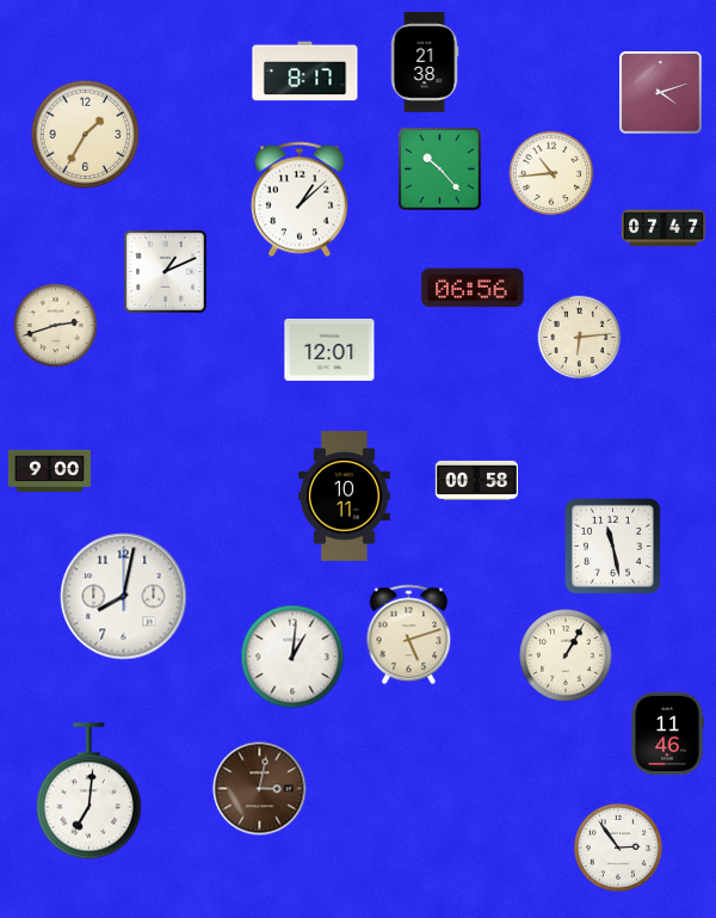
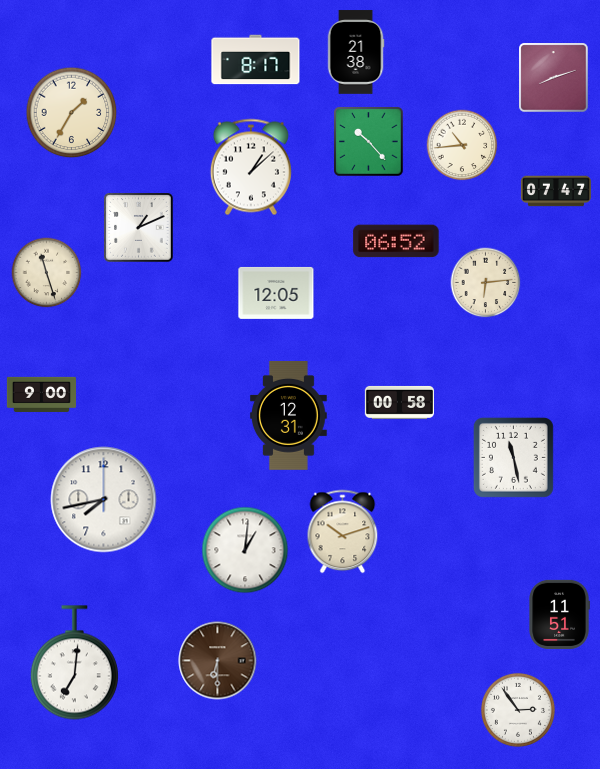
clock at (661, 93): 4:12 -> 8:12
clock at (473, 288): 06:56 -> 06:52
clock at (56, 326): 2:42 -> 11:27
clock at (329, 350): 12:01 -> 12:05
clock at (344, 495): 10:11 -> 12:31
clock at (124, 597): 8:02 -> 7:43
clock at (409, 635): 5:12 -> 10:12
clock at (566, 655): 1:05 -> none
clock at (667, 733): 11:46 -> 11:51
clock at (260, 789): 3:02 -> 6:30
